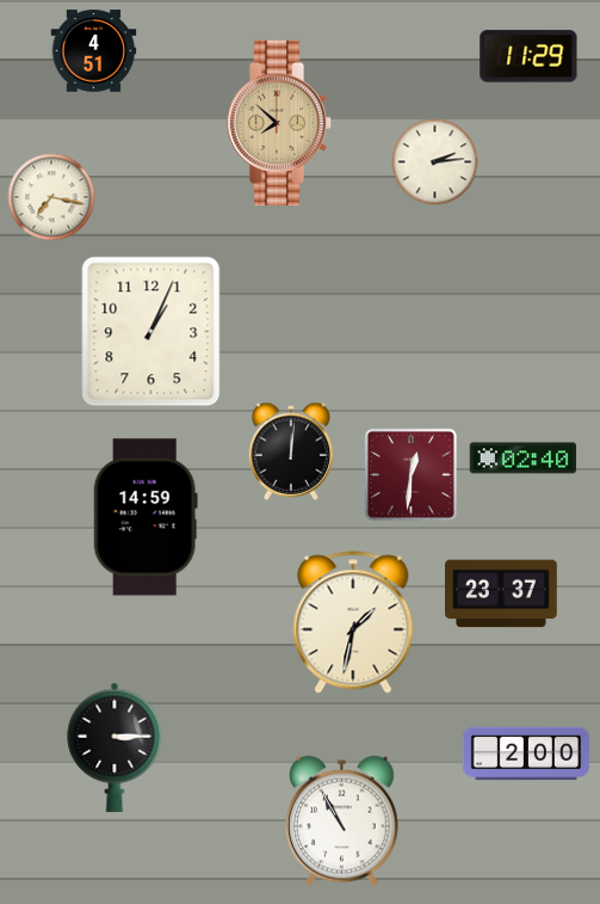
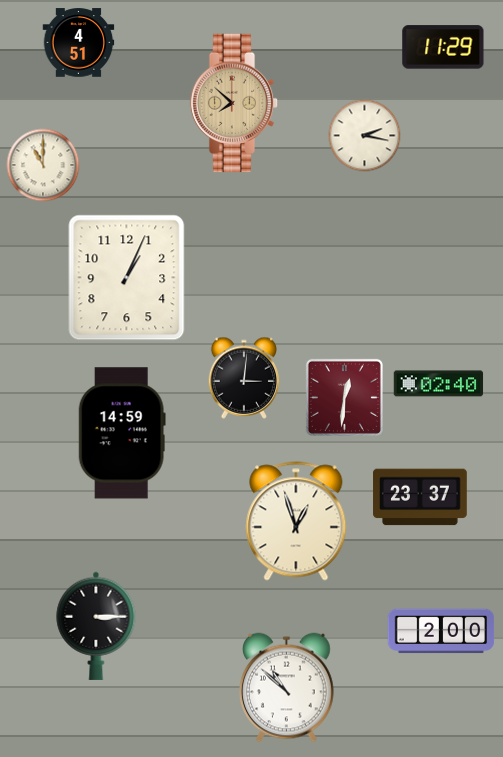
clock at (435, 162): 2:14 -> 2:17
clock at (51, 197): 7:17 -> 11:00
clock at (291, 451): 12:01 -> 3:01
clock at (353, 622): 1:32 -> 12:57
clock at (342, 822): 10:55 -> 10:52
